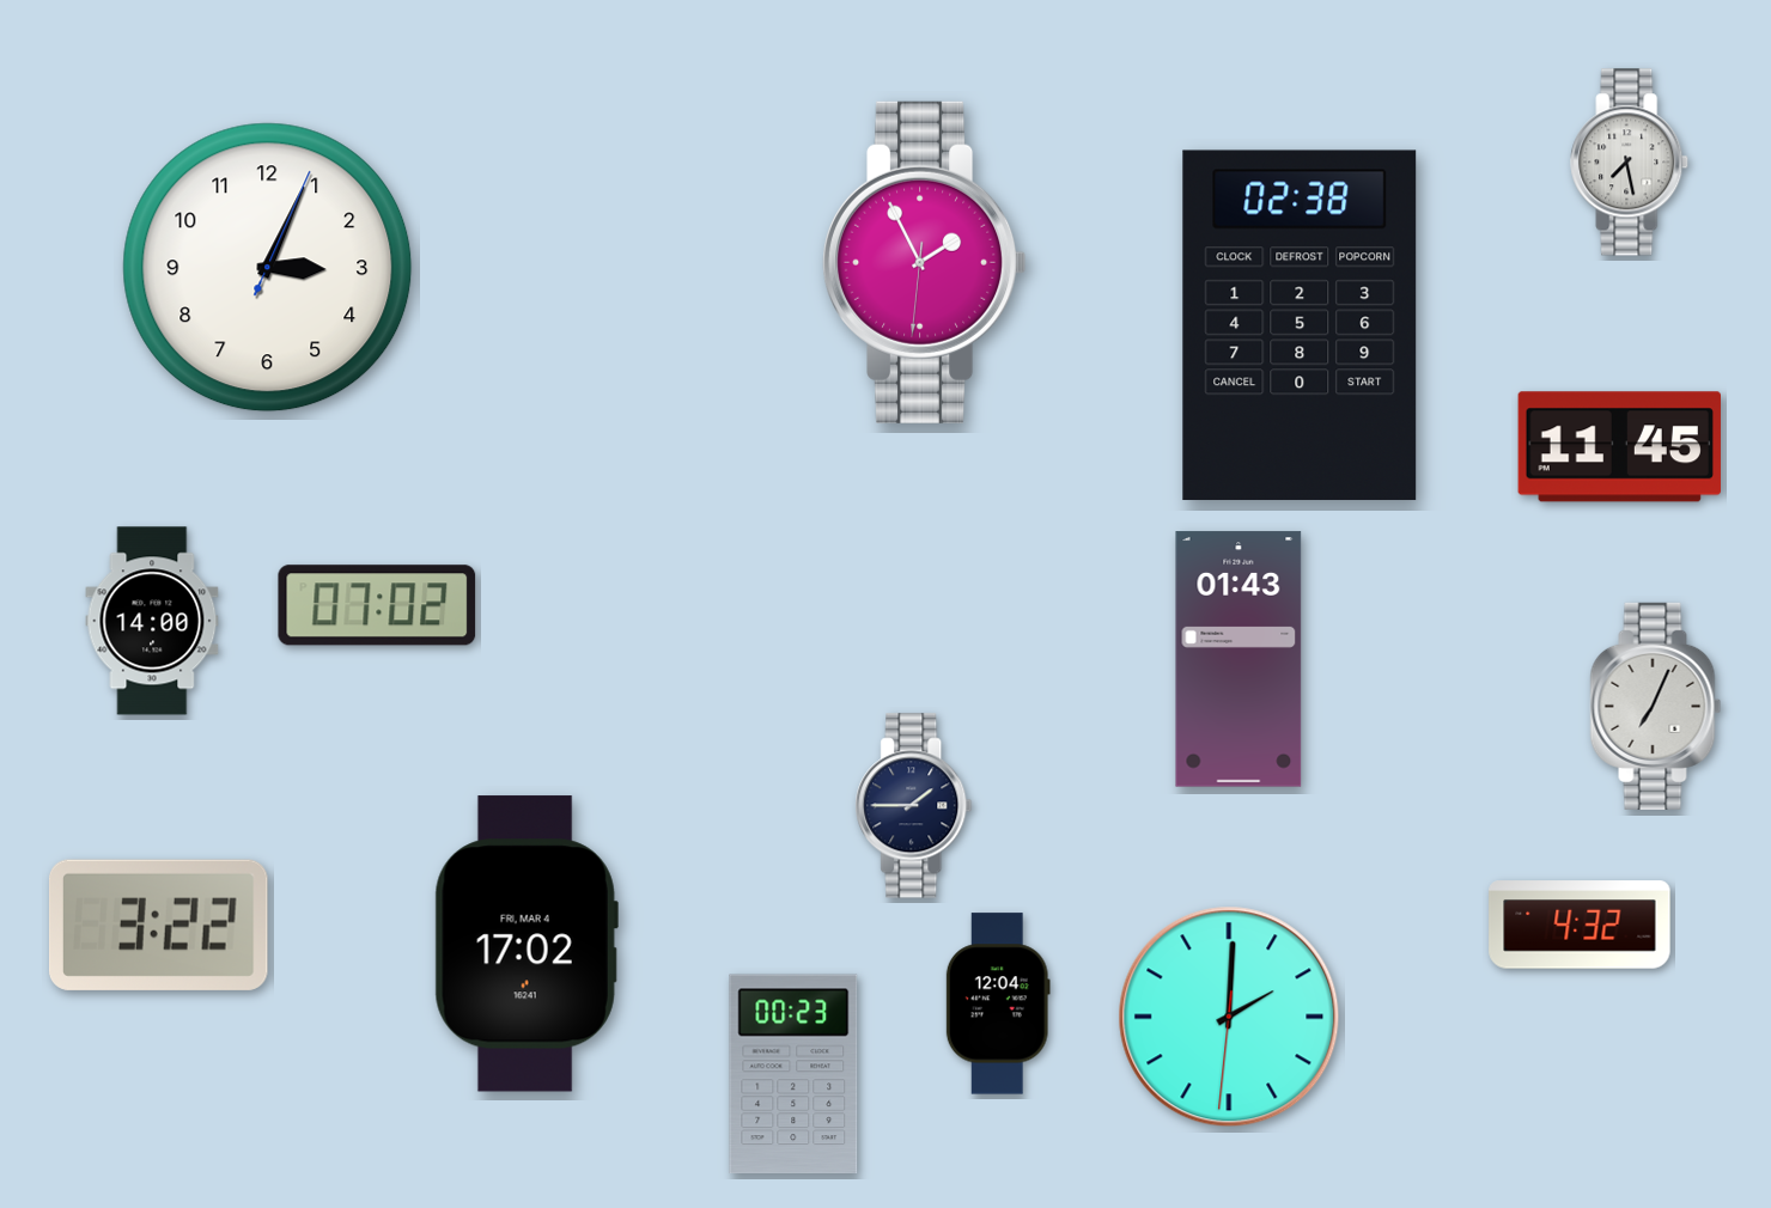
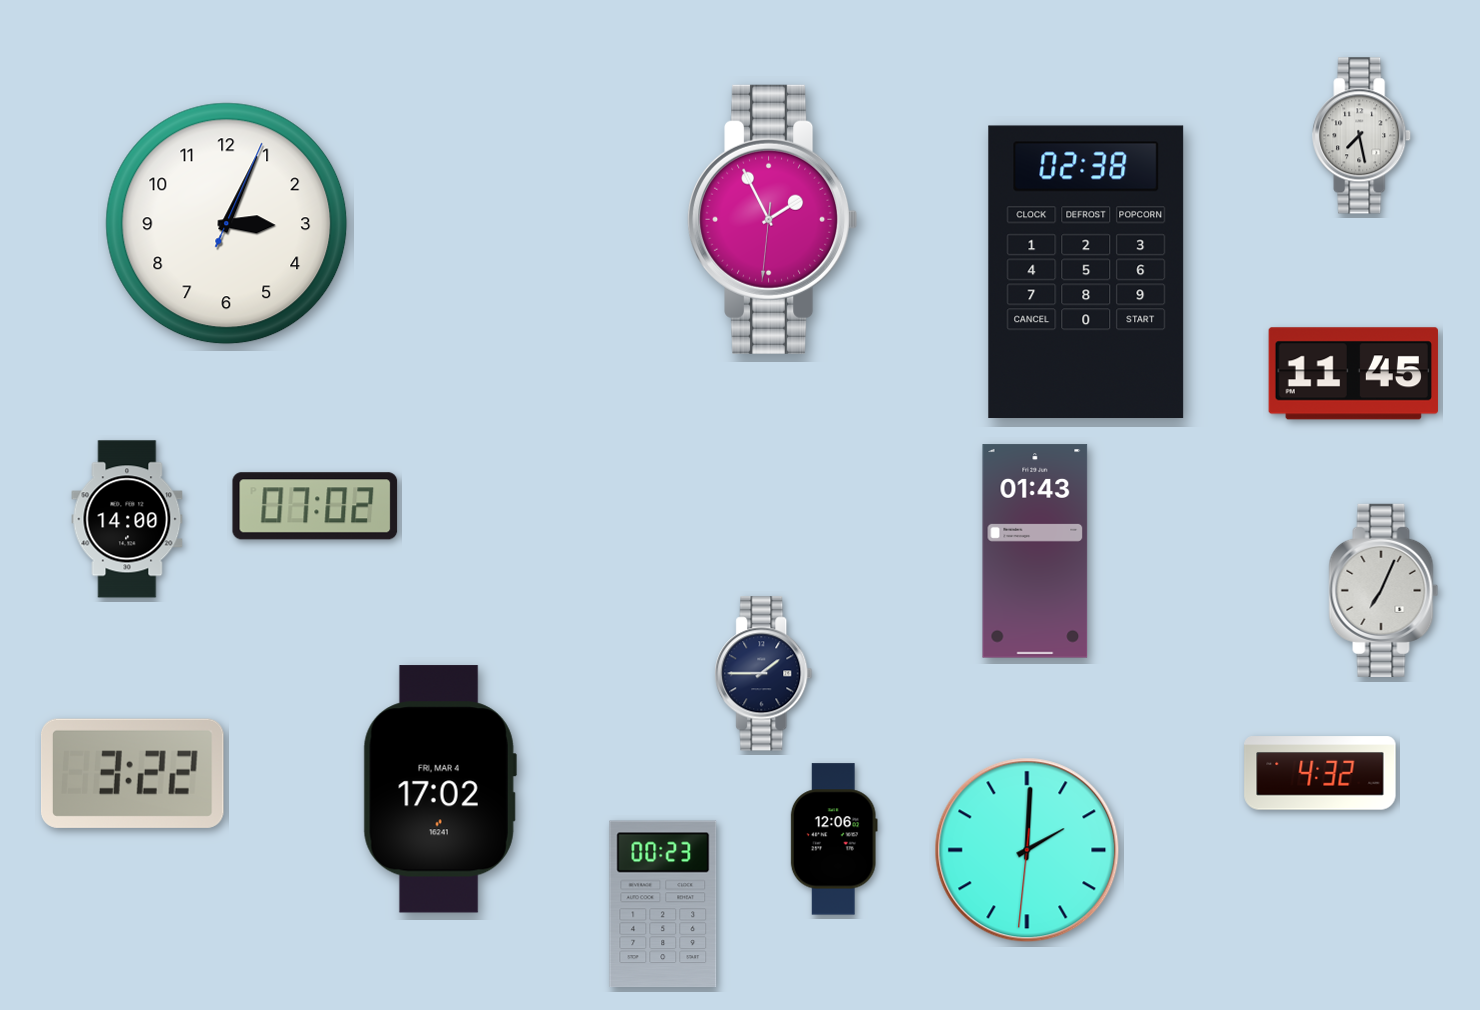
clock at (268, 268) position: (268, 268) -> (227, 224)
clock at (998, 1003): 12:04 -> 12:06
clock at (793, 1074) position: (793, 1074) -> (663, 904)
